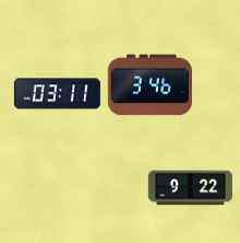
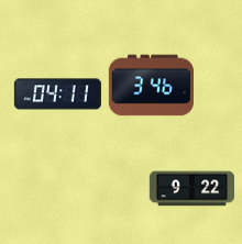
clock at (57, 94): 03:11 -> 04:11
